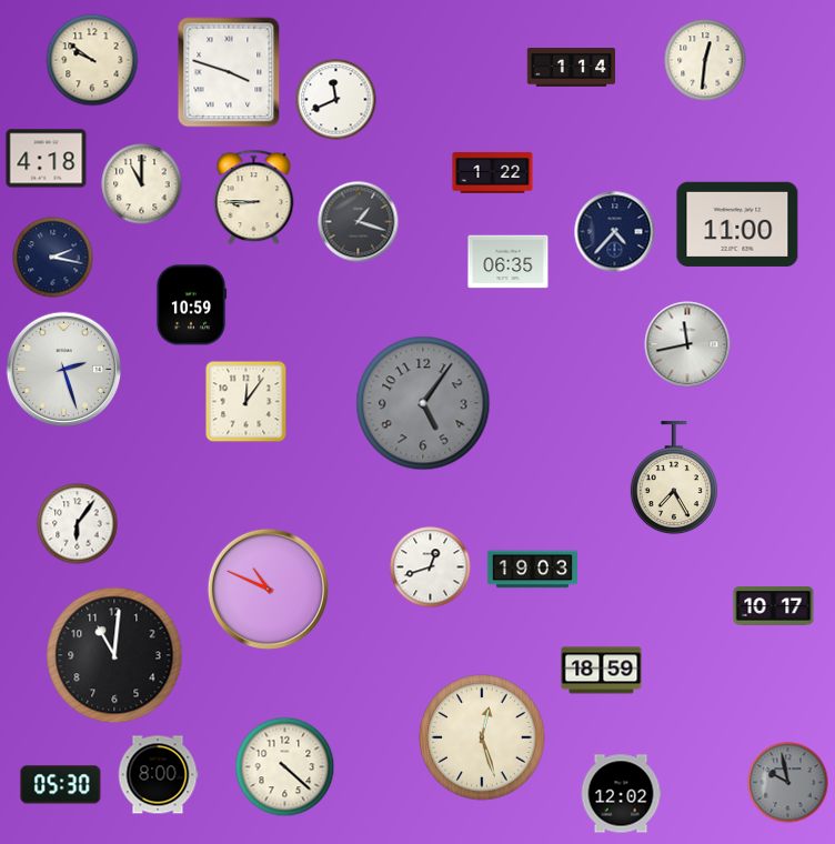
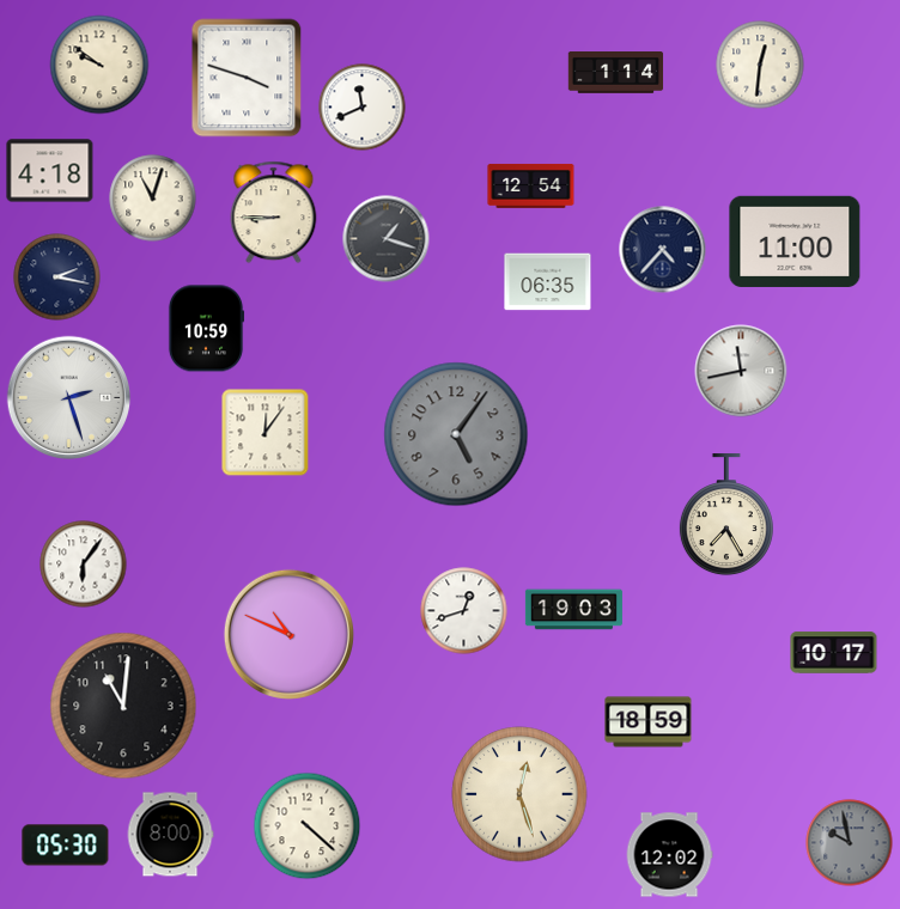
clock at (493, 172): 1:22 -> 12:54
clock at (142, 184): 11:00 -> 11:03
clock at (532, 570) position: (532, 570) -> (573, 610)
